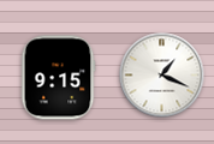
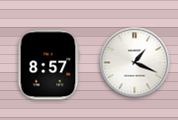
clock at (58, 78): 9:15 -> 8:57
